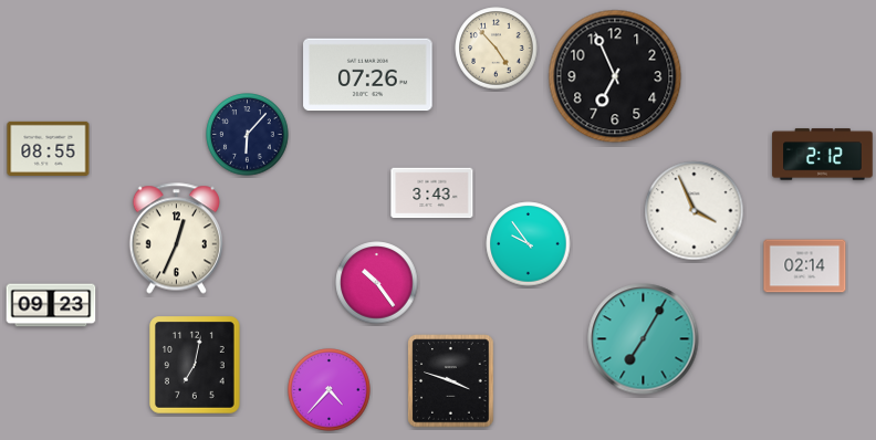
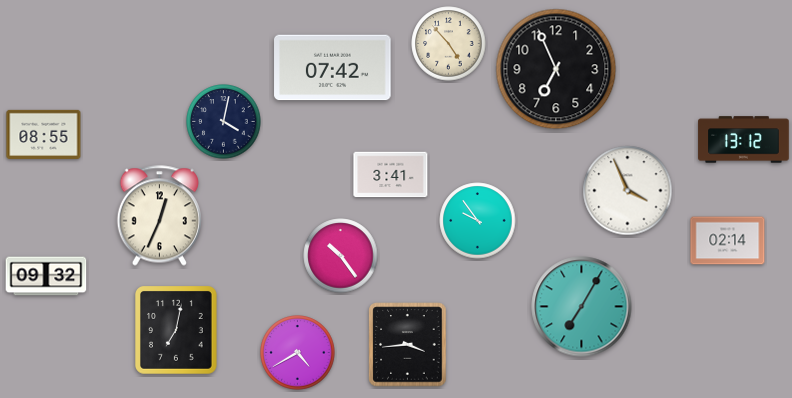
clock at (368, 75): 07:26 -> 07:42
clock at (248, 135): 6:07 -> 4:02
clock at (823, 155): 2:12 -> 13:12
clock at (432, 193): 3:43 -> 3:41
clock at (51, 305): 09:23 -> 09:32
clock at (451, 381): 3:48 -> 3:44
clock at (330, 390): 4:37 -> 4:40
